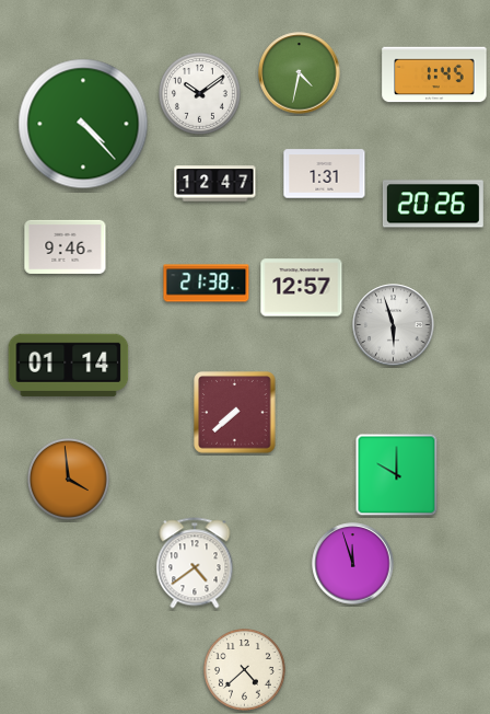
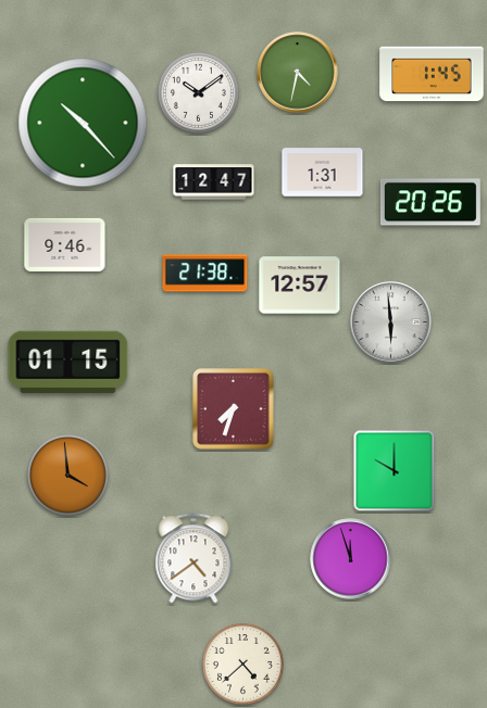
clock at (83, 124): 4:23 -> 10:23
clock at (207, 284) position: (207, 284) -> (205, 274)
clock at (394, 325): 5:57 -> 5:59
clock at (69, 365): 01:14 -> 01:15
clock at (235, 413): 7:38 -> 7:33
